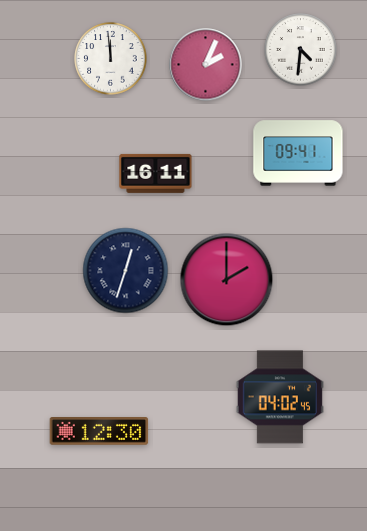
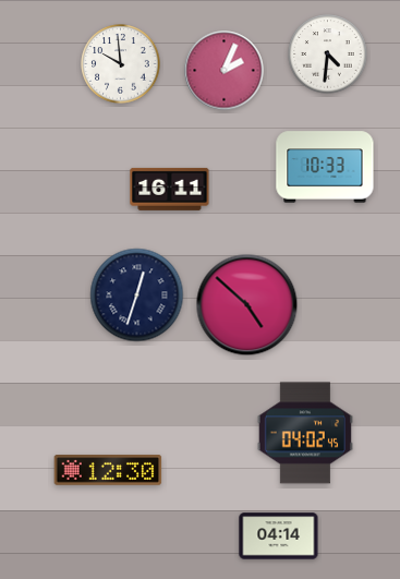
clock at (111, 59): 11:59 -> 9:59
clock at (298, 153): 09:41 -> 10:33
clock at (227, 280): 2:00 -> 4:52
clock at (279, 536): none -> 04:14
